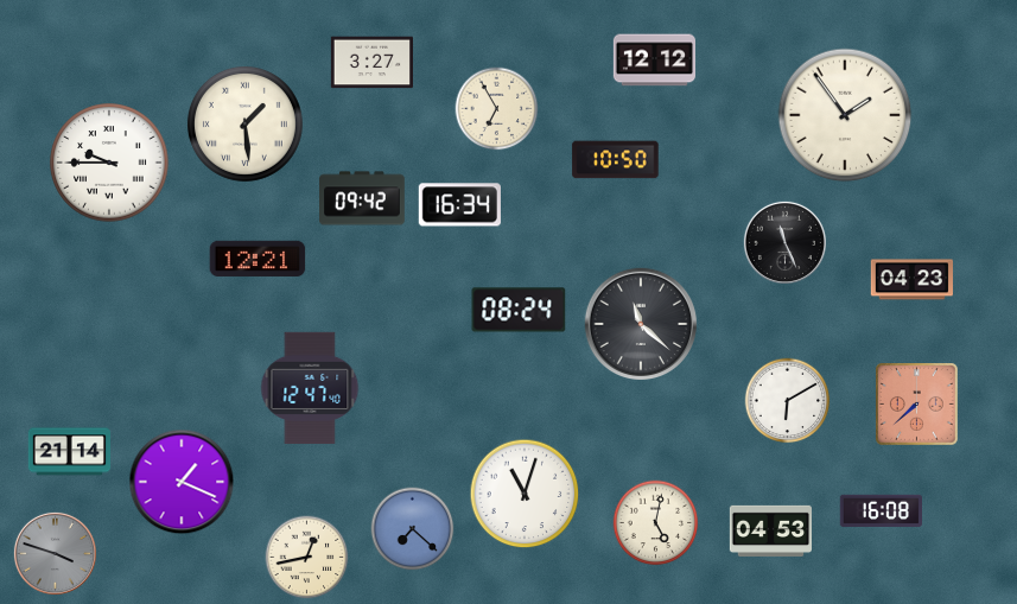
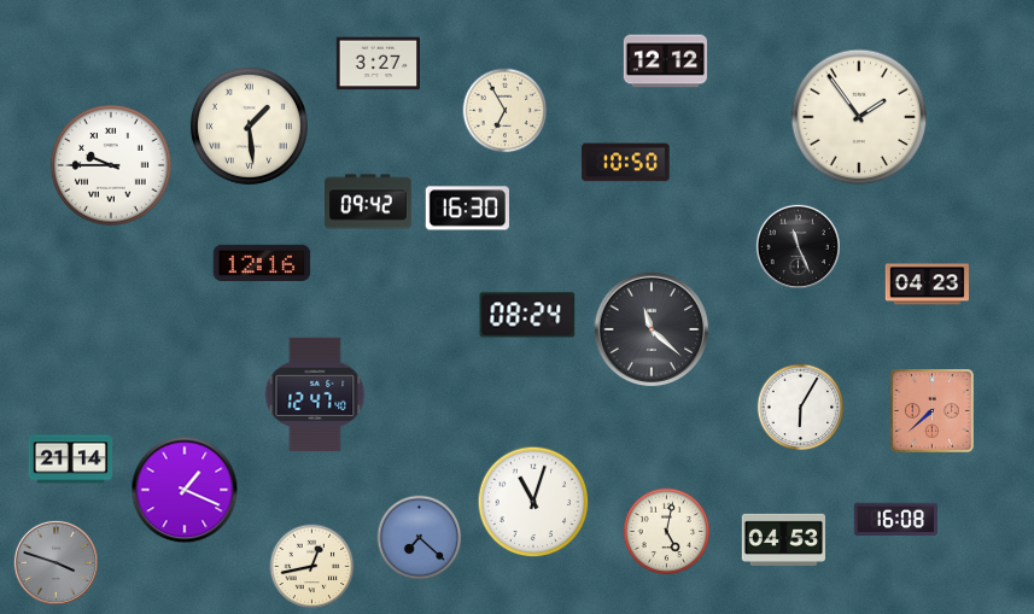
clock at (459, 205): 16:34 -> 16:30
clock at (258, 259): 12:21 -> 12:16
clock at (788, 401): 6:10 -> 6:05
